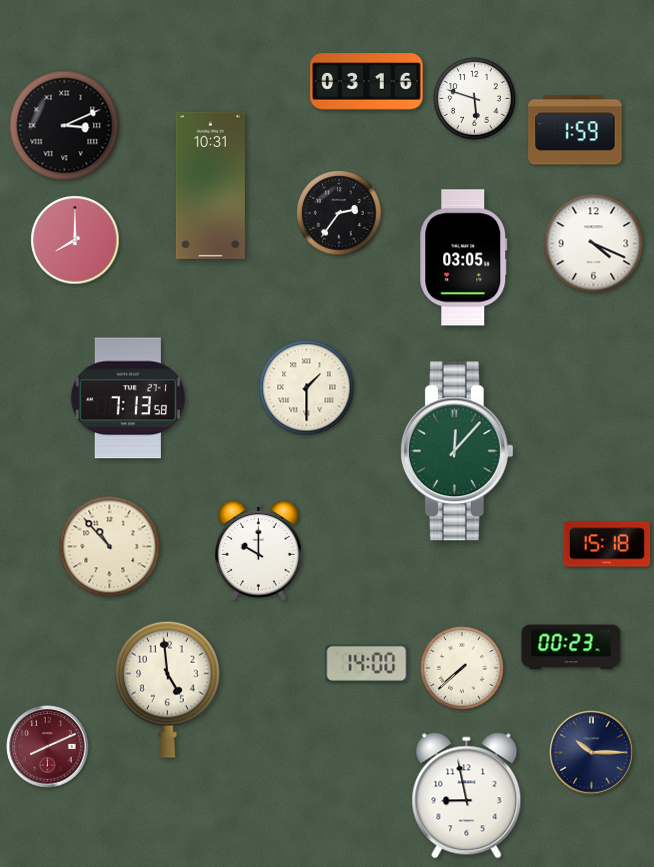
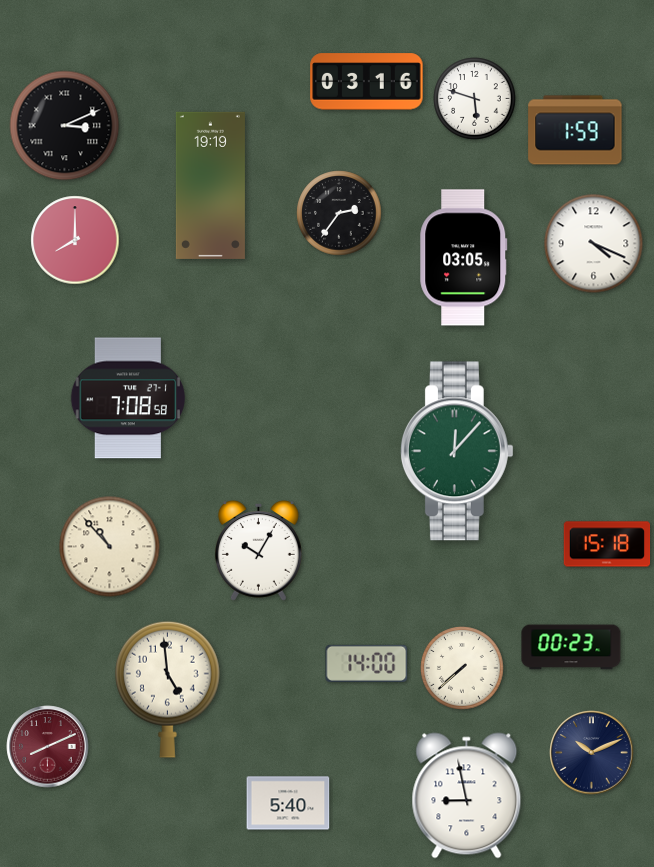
clock at (210, 185): 10:31 -> 19:19
clock at (307, 388): 1:30 -> none
clock at (127, 398): 7:13 -> 7:08
clock at (258, 551): 10:00 -> 10:05
clock at (592, 753): 10:15 -> 10:11
clock at (288, 803): none -> 5:40
